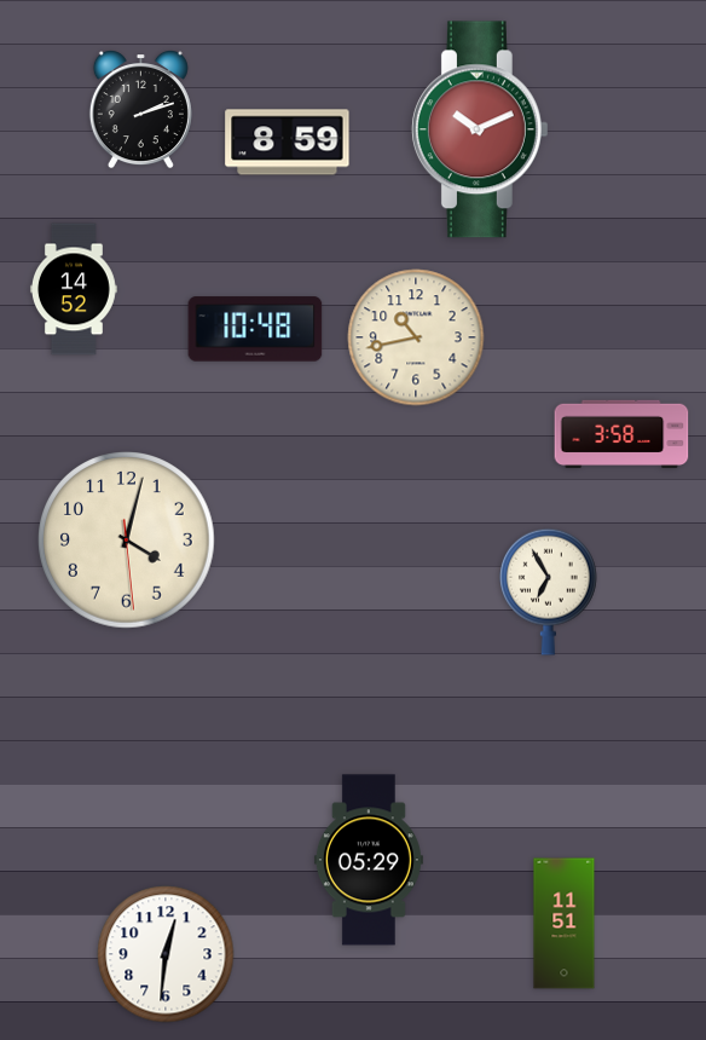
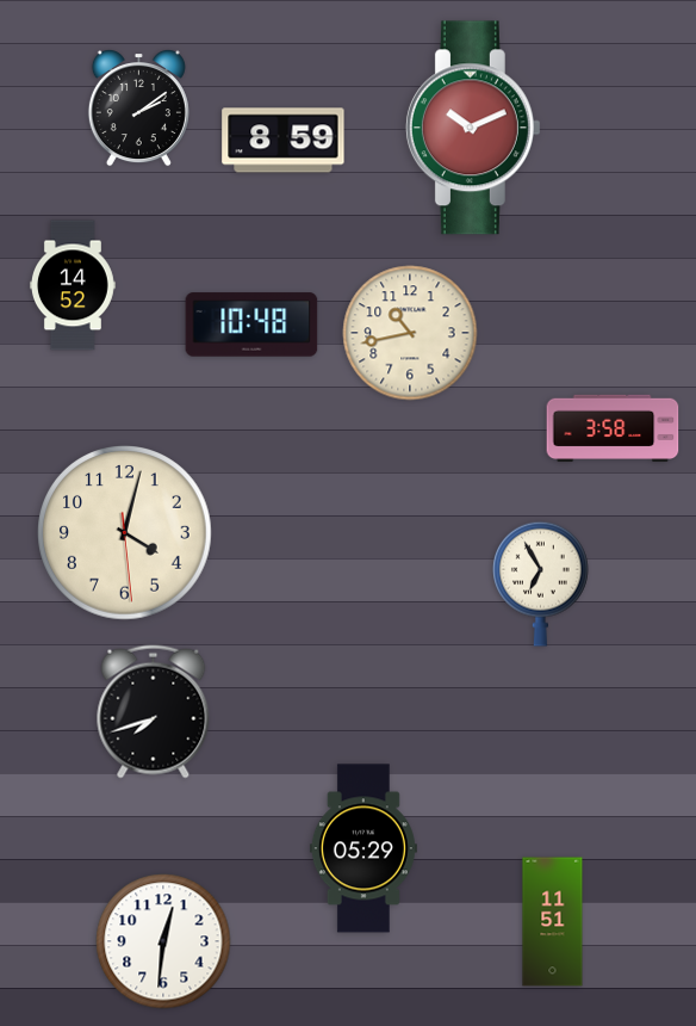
clock at (140, 110): 2:12 -> 2:09
clock at (154, 712): none -> 7:42
clock at (565, 924) position: (565, 924) -> (553, 922)
